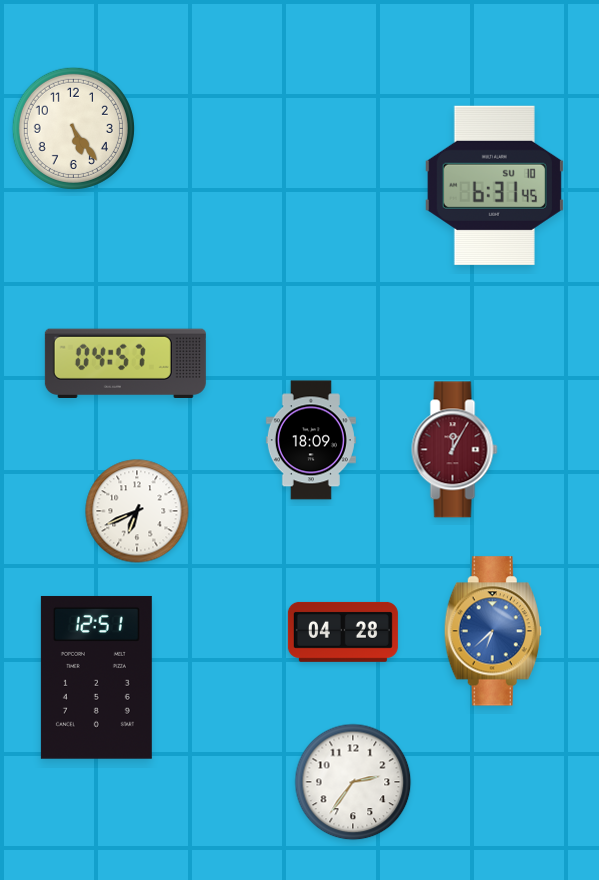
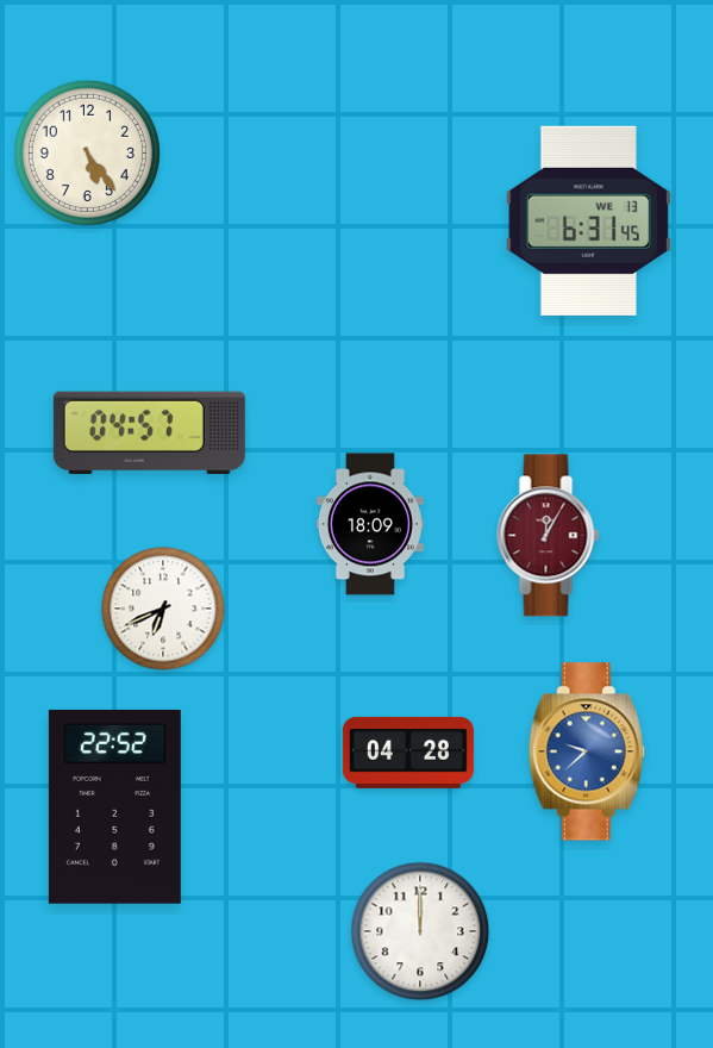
clock at (494, 185) date: SU 10 -> WE 13
clock at (455, 450) position: (455, 450) -> (549, 536)
clock at (493, 631): 6:38 -> 9:38
clock at (96, 677): 12:51 -> 22:52
clock at (353, 782): 2:36 -> 12:00
